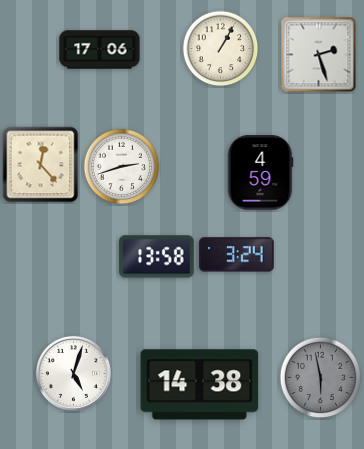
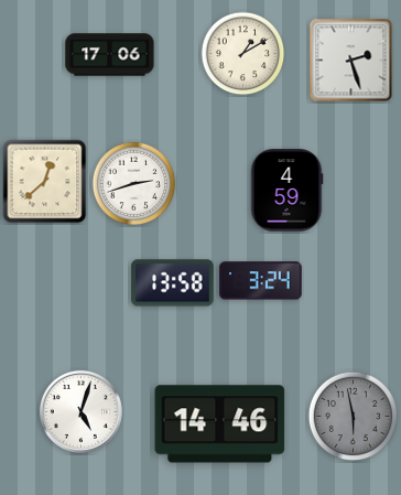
clock at (221, 49): 1:05 -> 1:10
clock at (41, 165): 12:23 -> 12:38
clock at (200, 385): 14:38 -> 14:46
